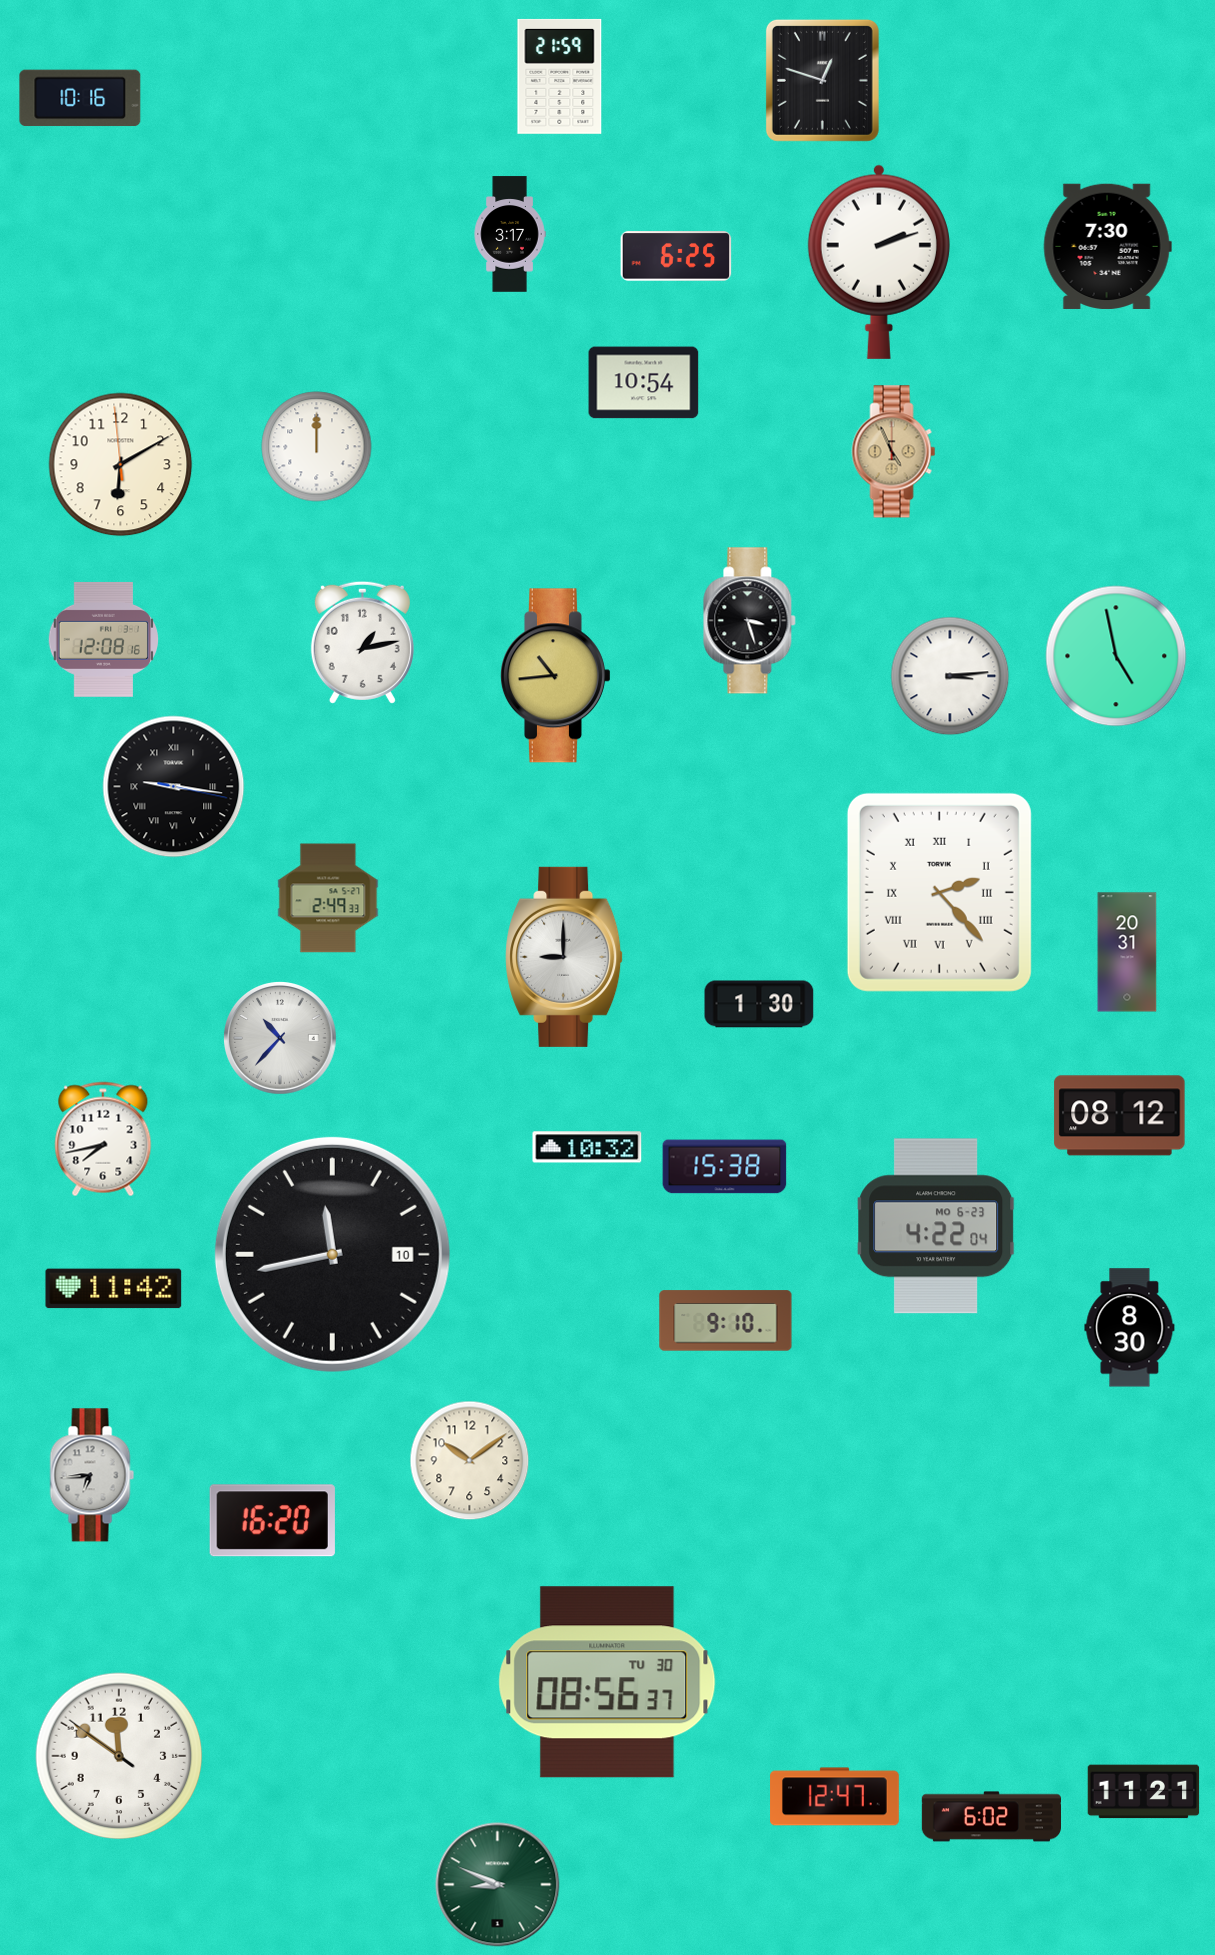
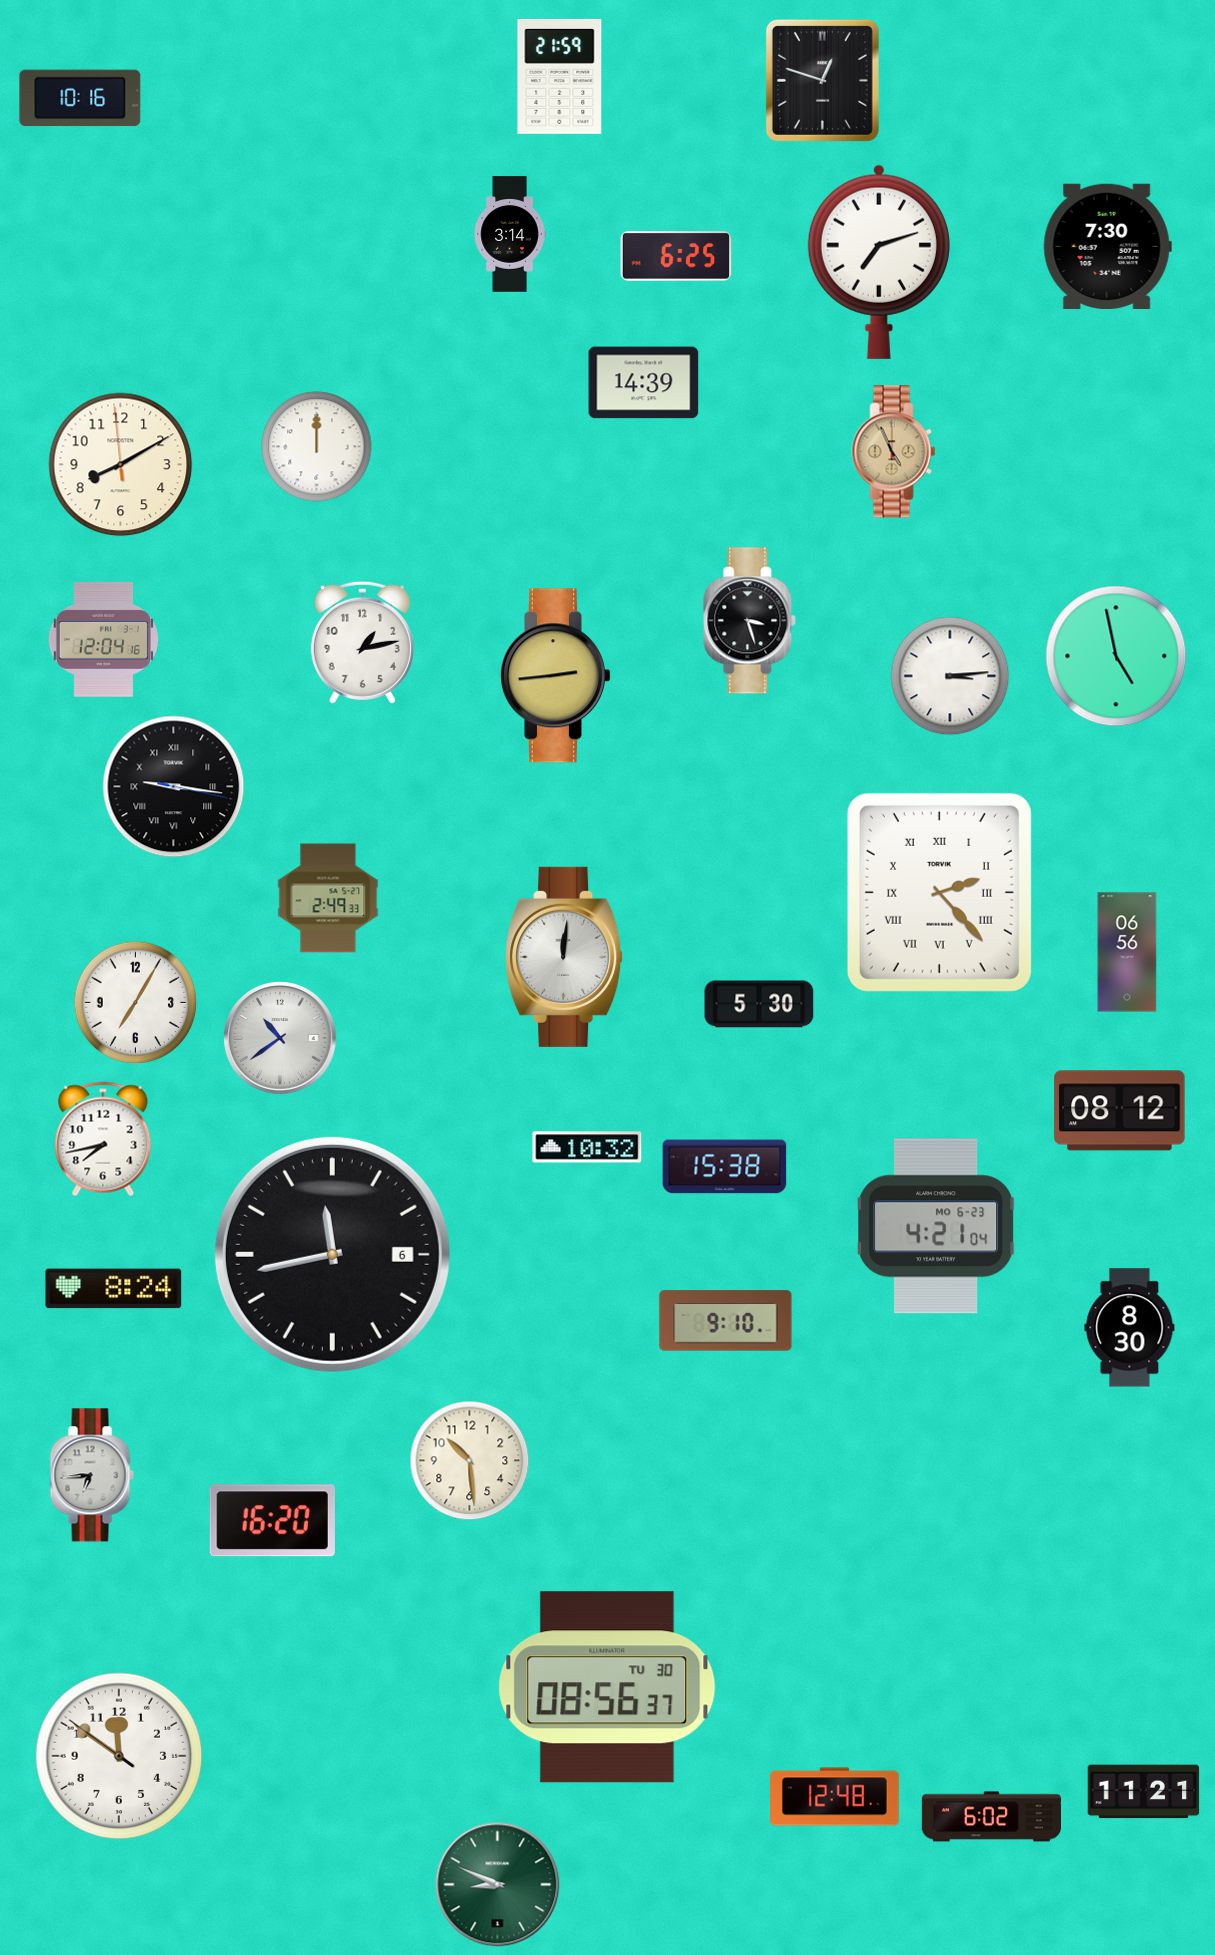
clock at (510, 234): 3:17 -> 3:14
clock at (879, 262): 2:12 -> 7:12
clock at (644, 383): 10:54 -> 14:39
clock at (121, 465): 6:09 -> 8:09
clock at (103, 639): 12:08 -> 12:04
clock at (555, 676): 10:44 -> 2:44
clock at (1127, 952): 20:31 -> 06:56
clock at (565, 957): 9:00 -> 12:01
clock at (136, 1003): none -> 7:05
clock at (759, 1004): 1:30 -> 5:30
clock at (281, 1039): 10:37 -> 10:39
clock at (1120, 1116) position: (1120, 1116) -> (1120, 1111)
clock at (936, 1226): 4:22 -> 4:21
clock at (332, 1254) date: 10 -> 6
clock at (114, 1289): 11:42 -> 8:24
clock at (470, 1461): 10:09 -> 10:29
clock at (607, 1682) position: (607, 1682) -> (607, 1687)
clock at (835, 1797): 12:47 -> 12:48
